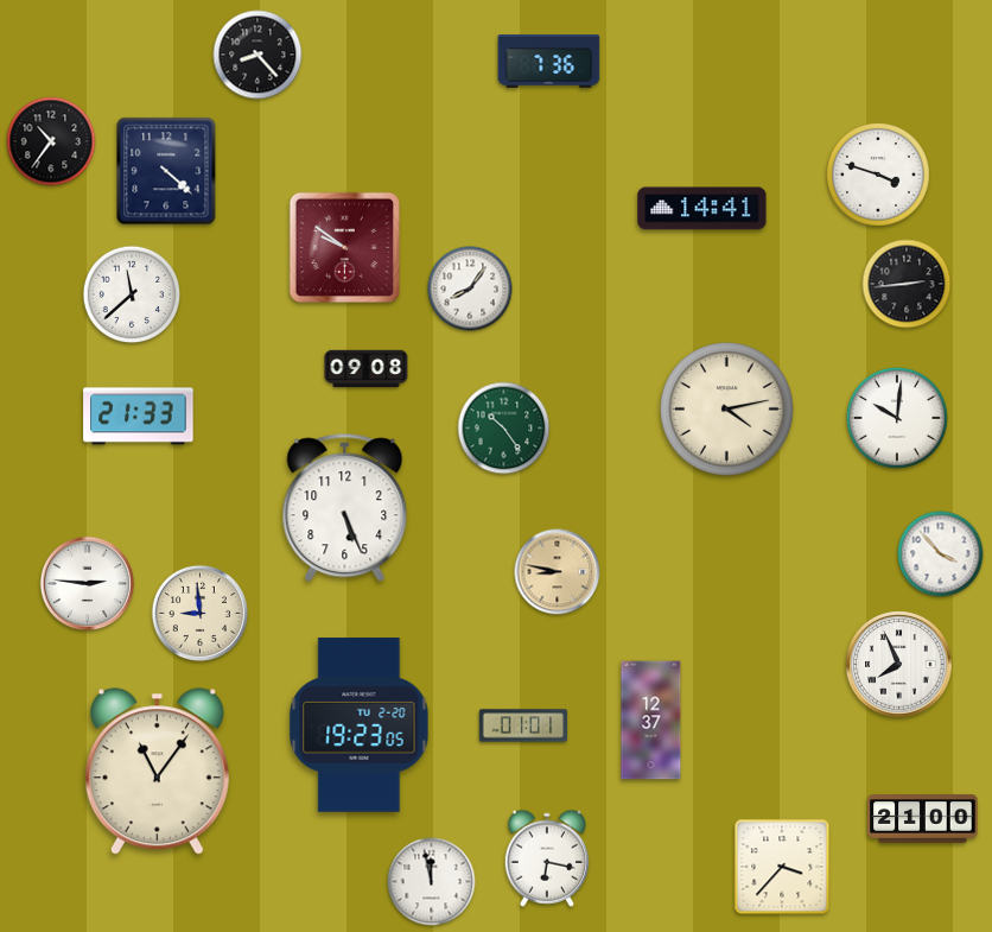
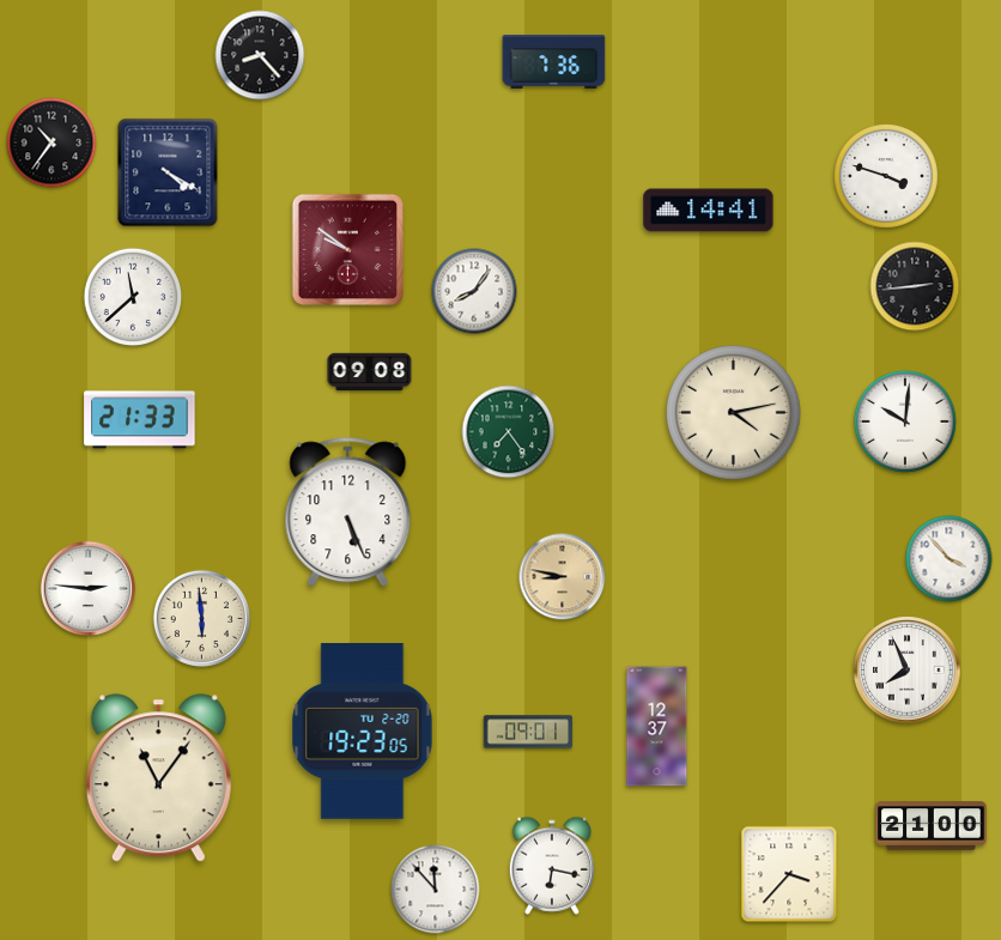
clock at (166, 171): 4:22 -> 4:20
clock at (504, 429): 10:24 -> 7:24
clock at (199, 613): 8:59 -> 5:59
clock at (523, 725): 01:01 -> 09:01
clock at (432, 882): 11:58 -> 11:53
